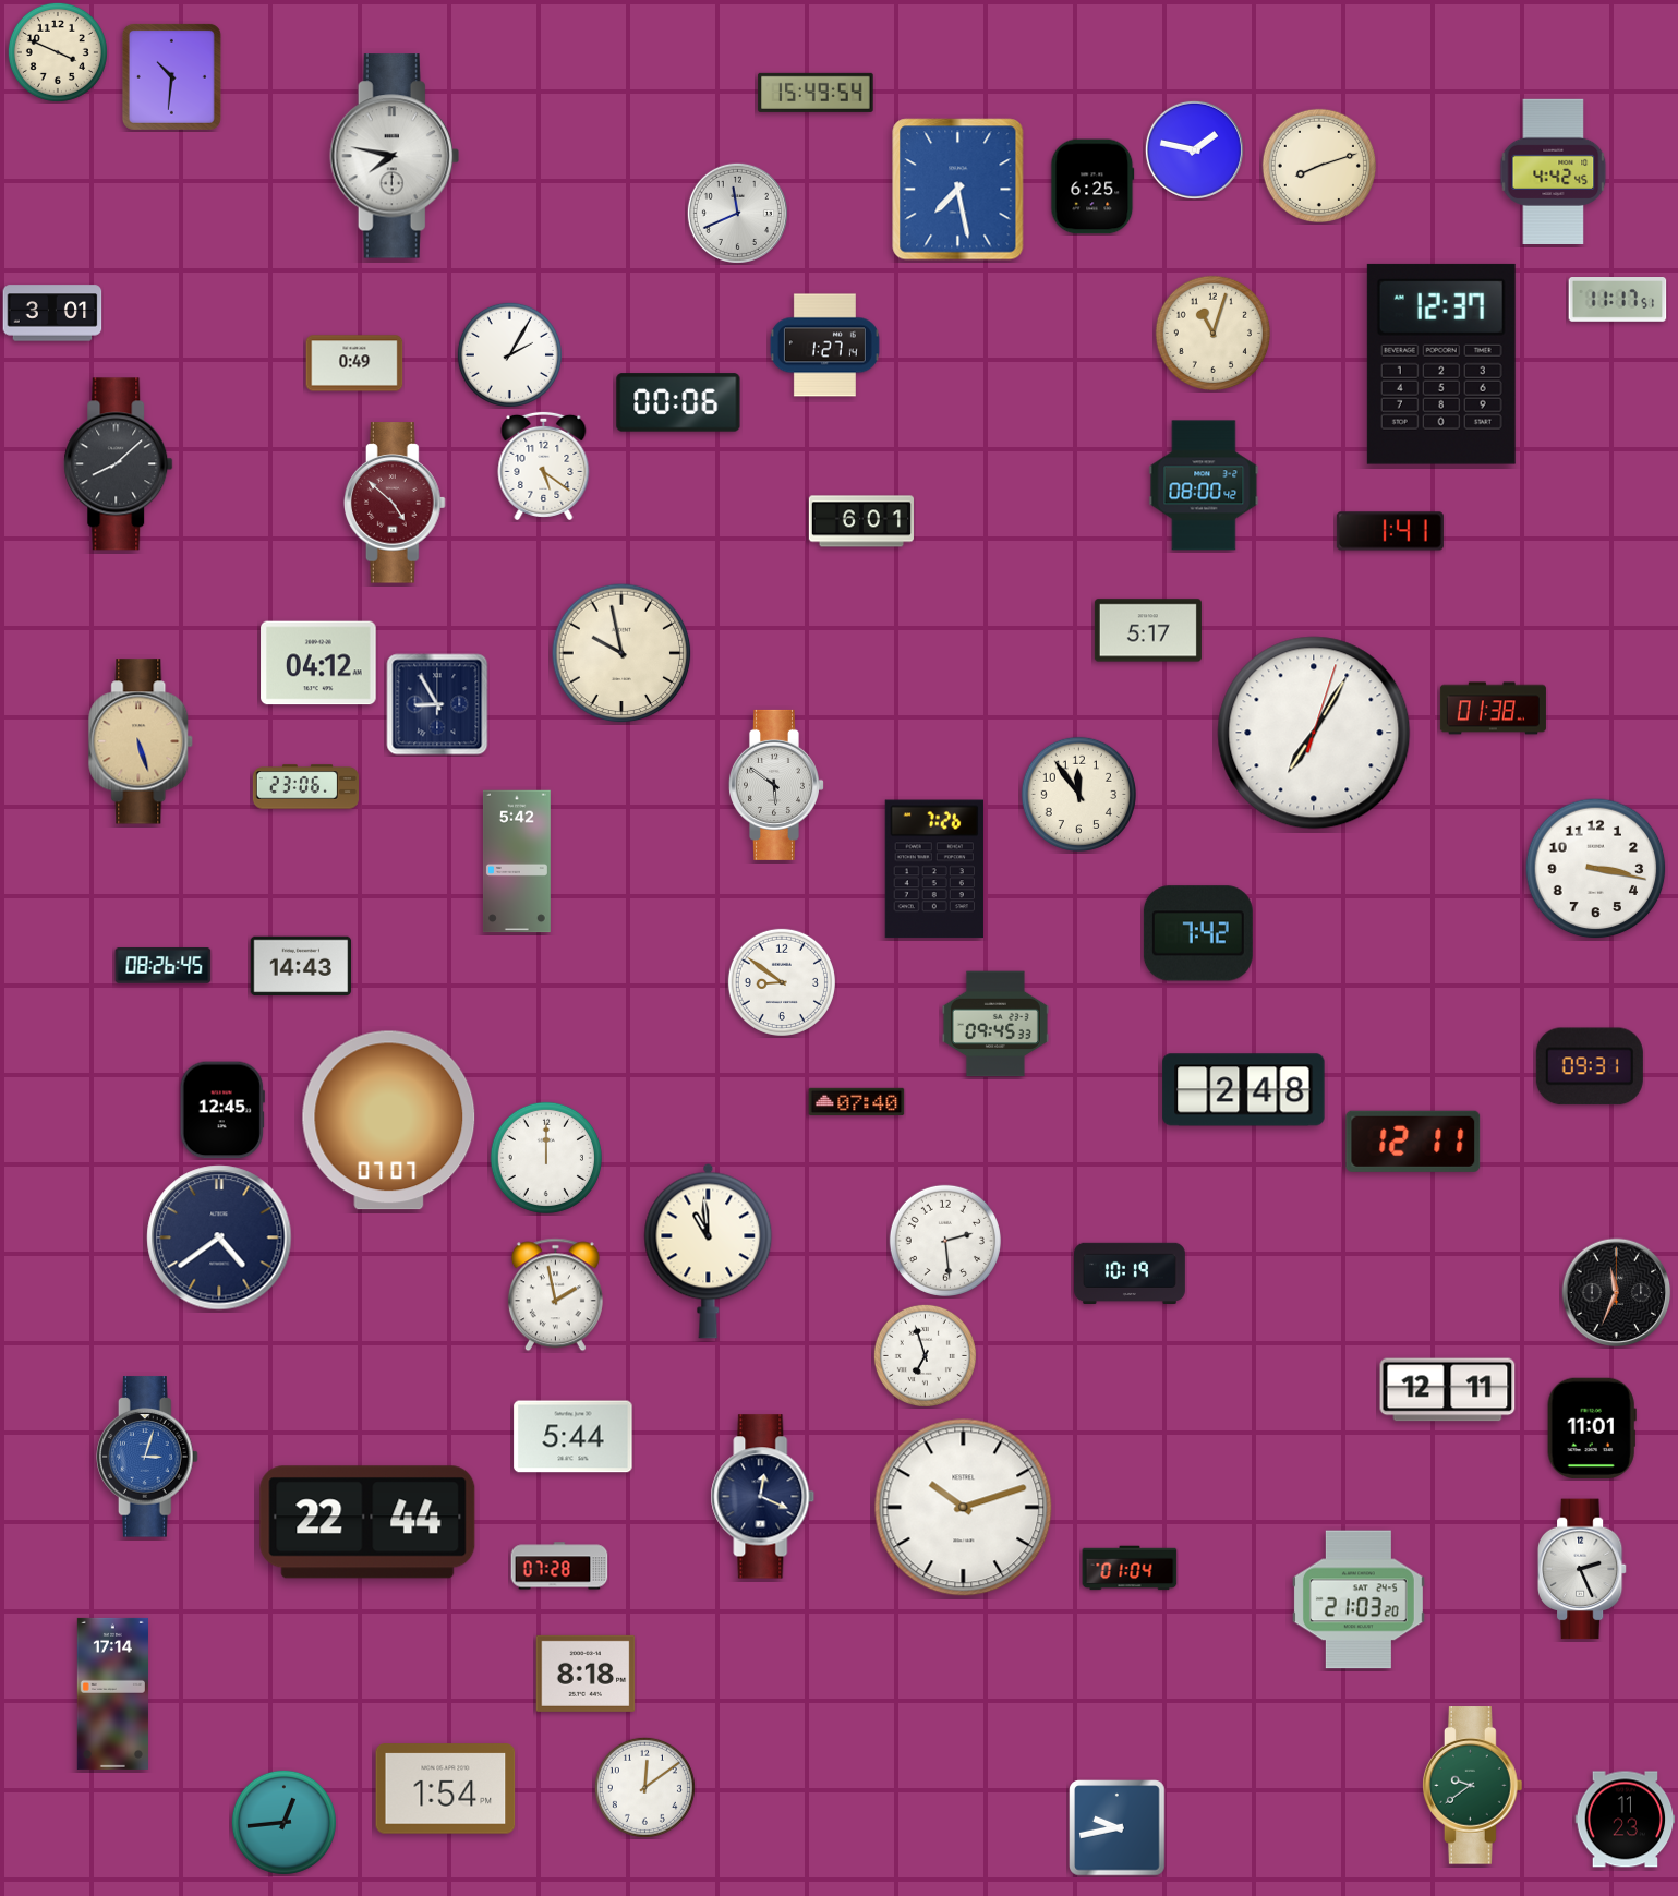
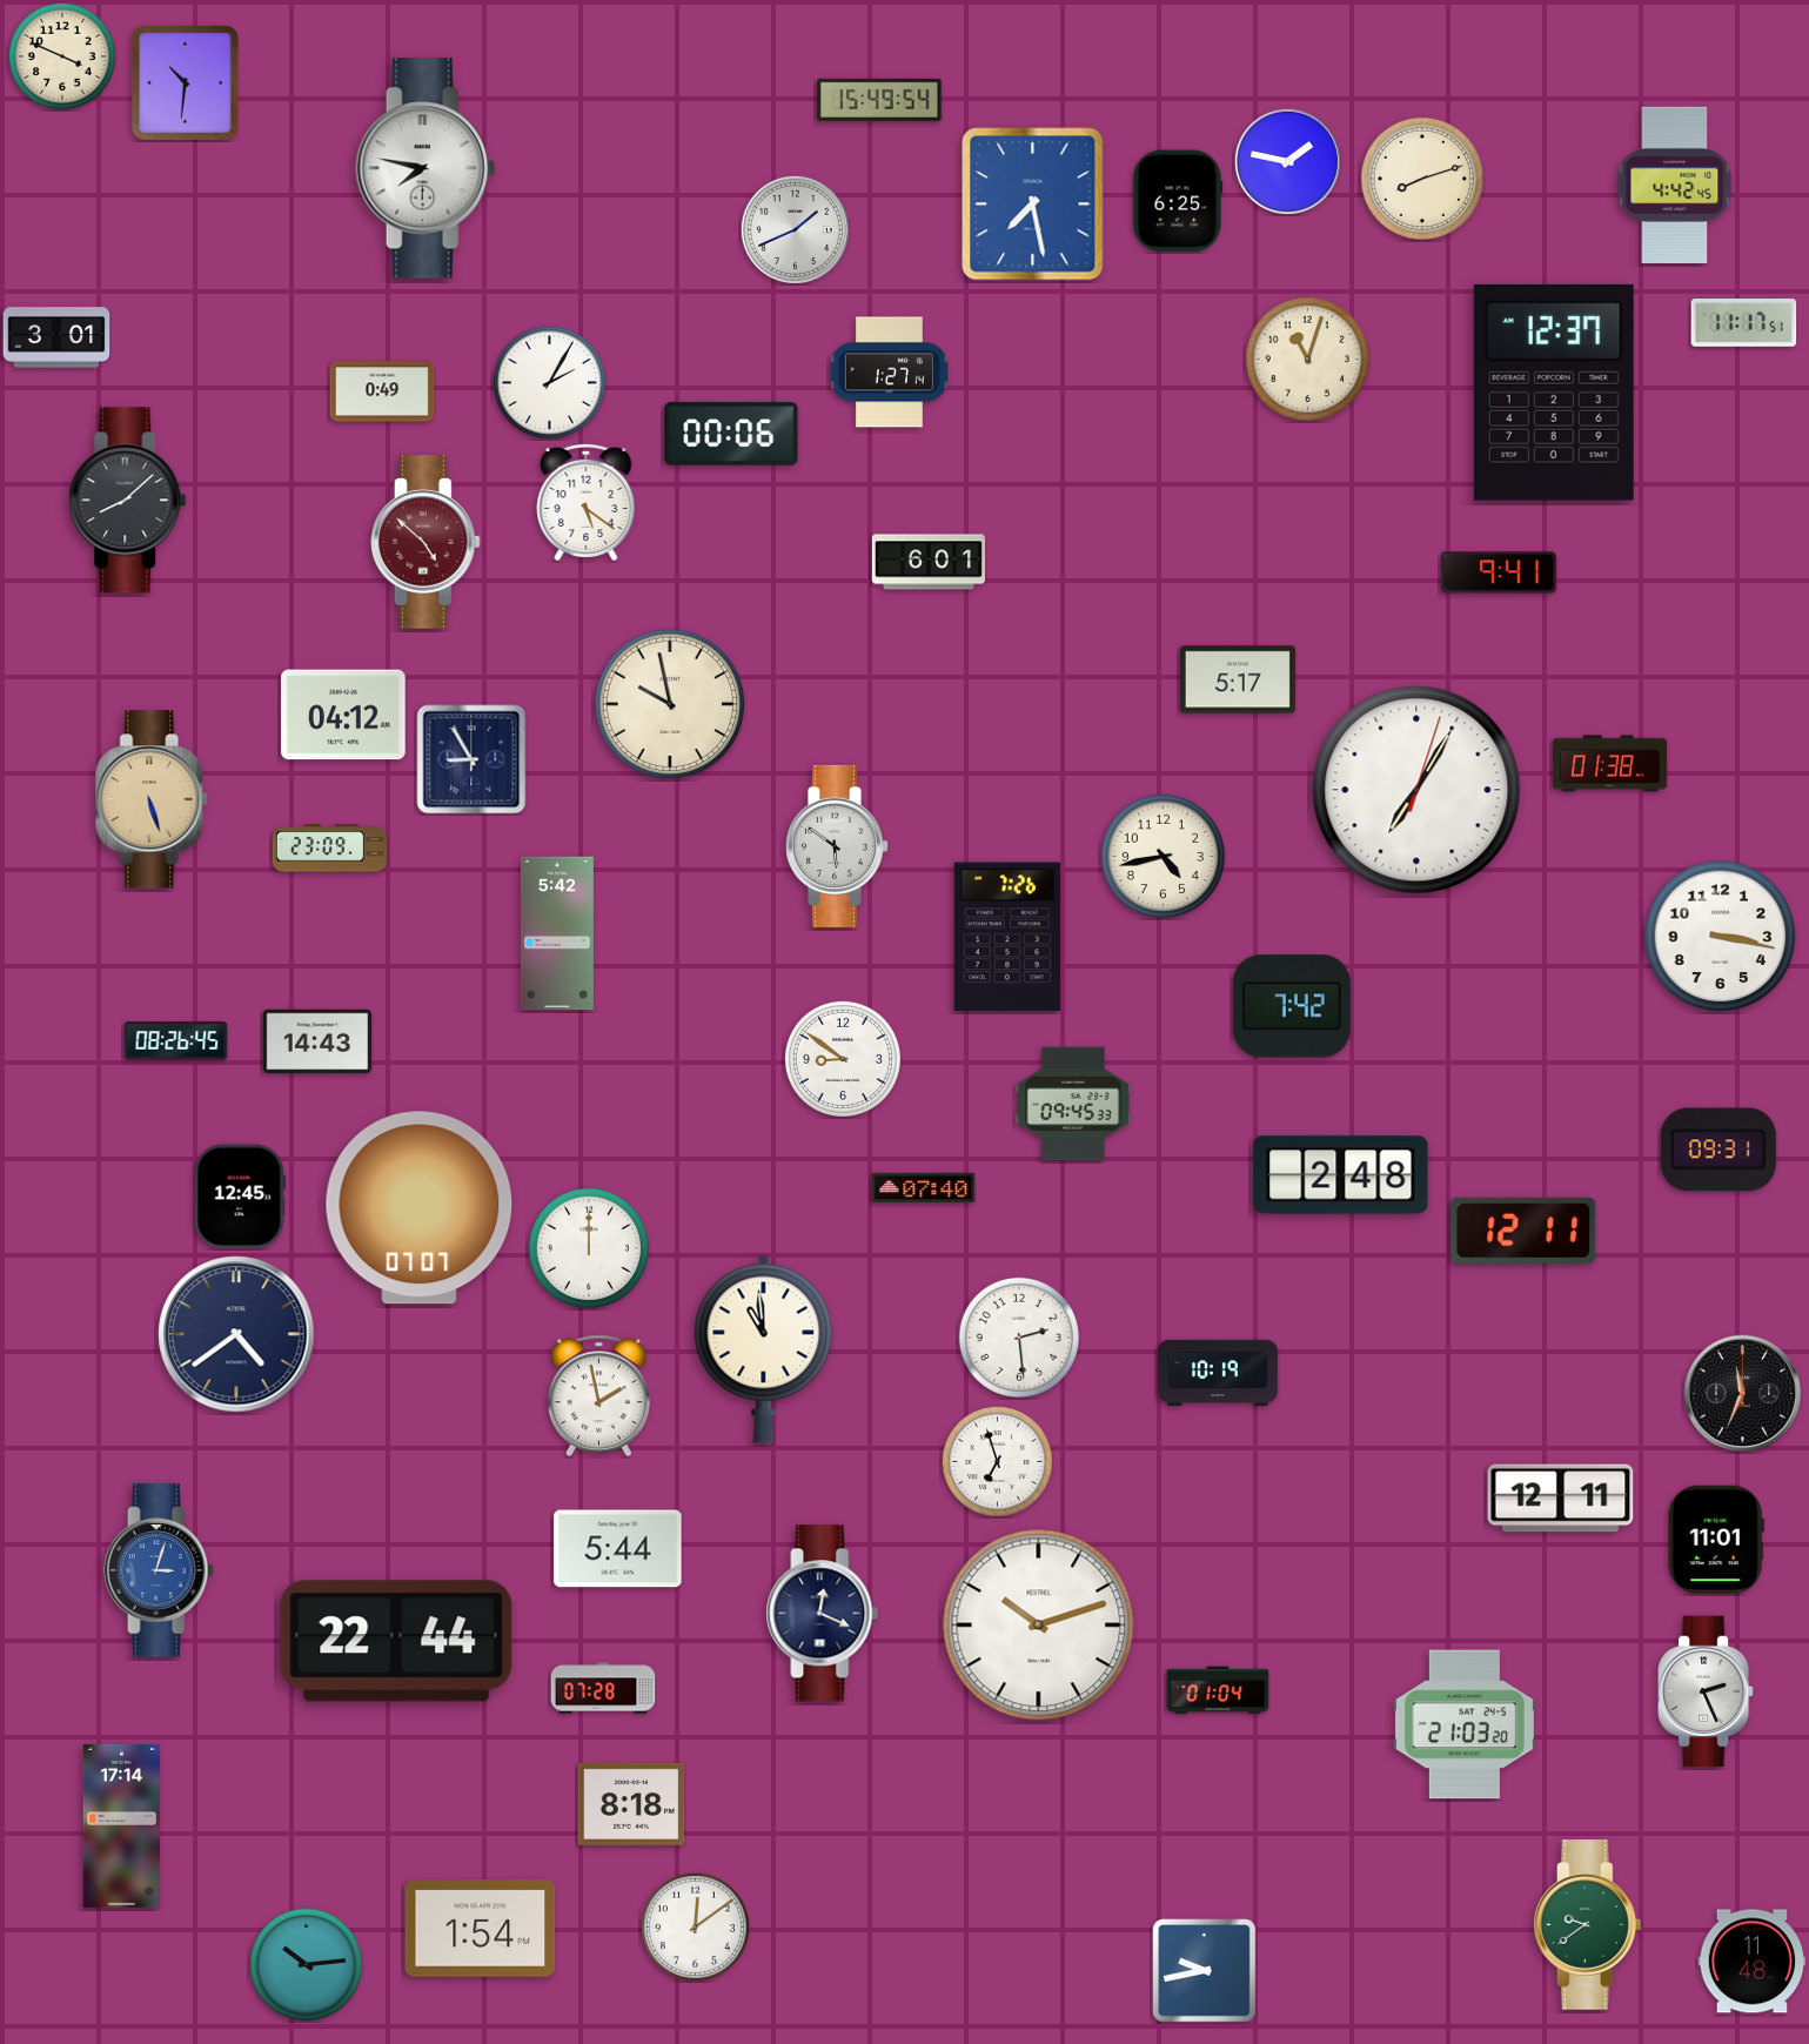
clock at (737, 213): 11:41 -> 1:41
clock at (1204, 485): 08:00 -> none
clock at (1390, 531): 1:41 -> 9:41
clock at (305, 787): 23:06 -> 23:09
clock at (1078, 794): 11:54 -> 4:43
clock at (517, 861) position: (517, 861) -> (557, 933)
clock at (301, 966) position: (301, 966) -> (317, 1041)
clock at (1590, 1066) position: (1590, 1066) -> (1718, 1150)
clock at (1626, 1820): 11:23 -> 11:48
clock at (283, 1822): 12:44 -> 10:14
